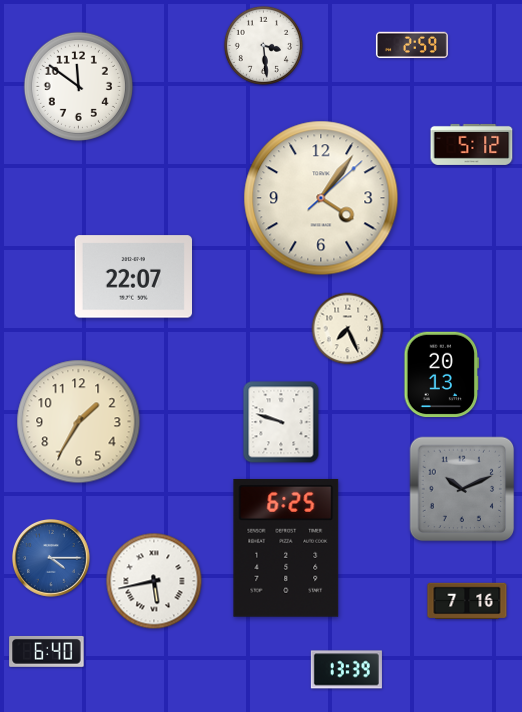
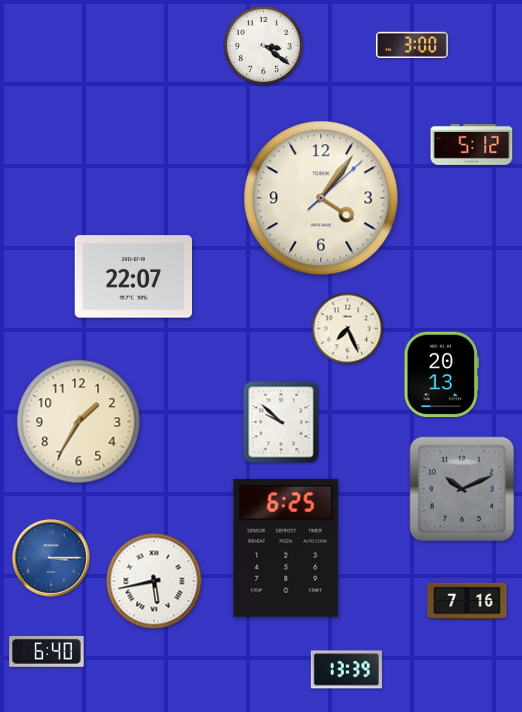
clock at (263, 45): 3:29 -> 3:21
clock at (412, 45): 2:59 -> 3:00
clock at (78, 86): 11:51 -> none
clock at (281, 422): 9:48 -> 9:52
clock at (52, 559): 4:15 -> 3:15
